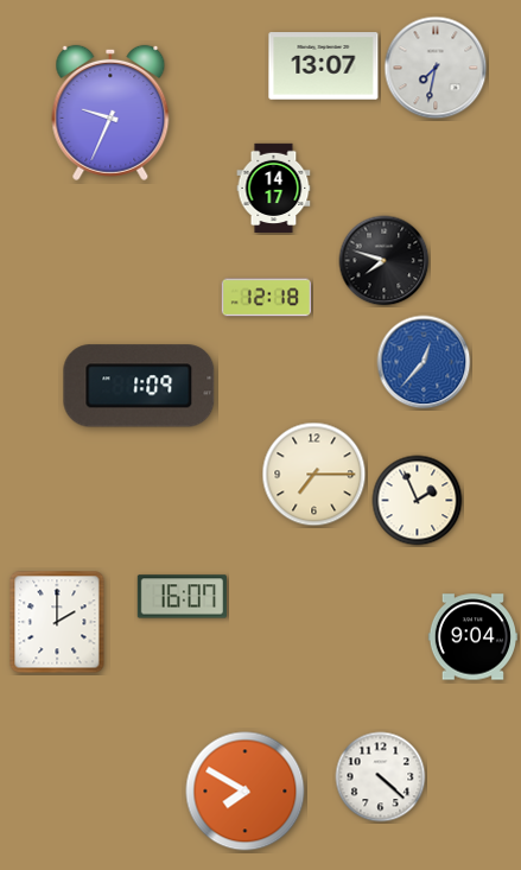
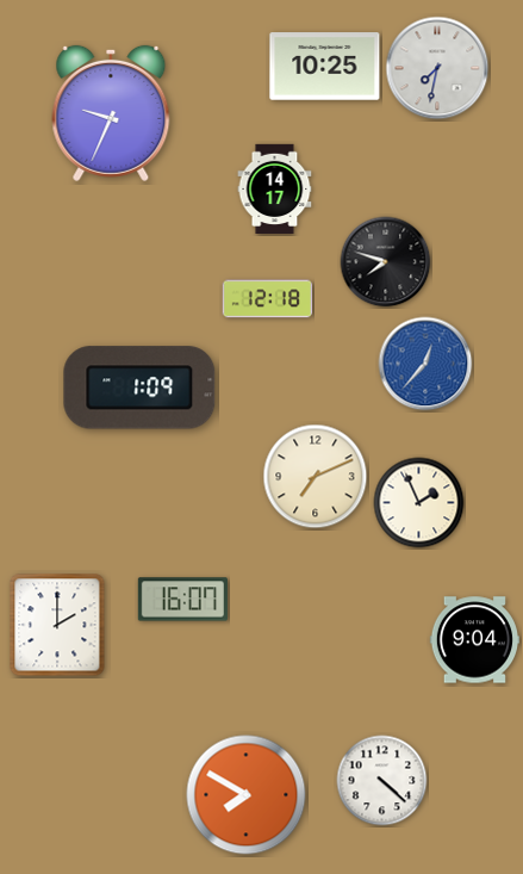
clock at (324, 66): 13:07 -> 10:25
clock at (314, 475): 7:15 -> 7:11
